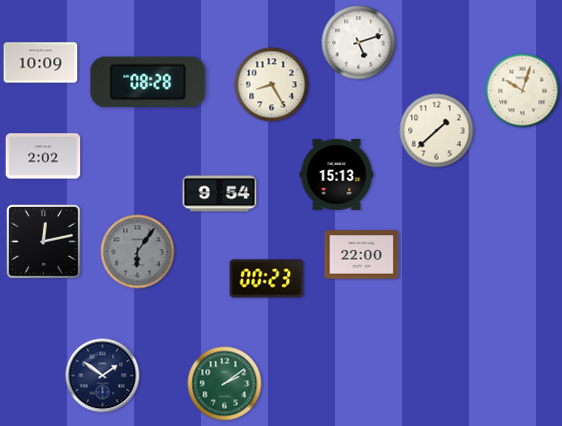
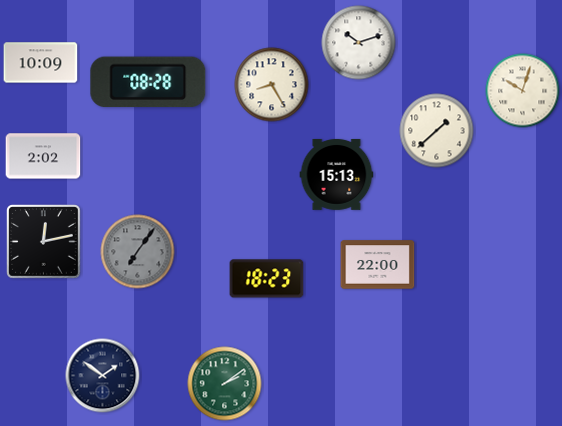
clock at (359, 43): 5:12 -> 10:12
clock at (220, 194): 9:54 -> none
clock at (138, 252): 6:06 -> 7:06
clock at (362, 255) position: (362, 255) -> (378, 265)
clock at (267, 279): 00:23 -> 18:23
